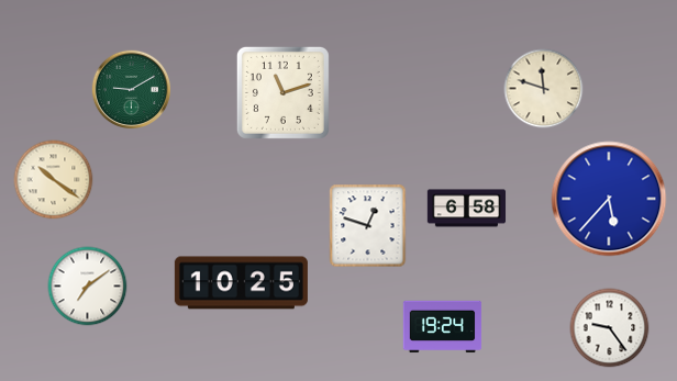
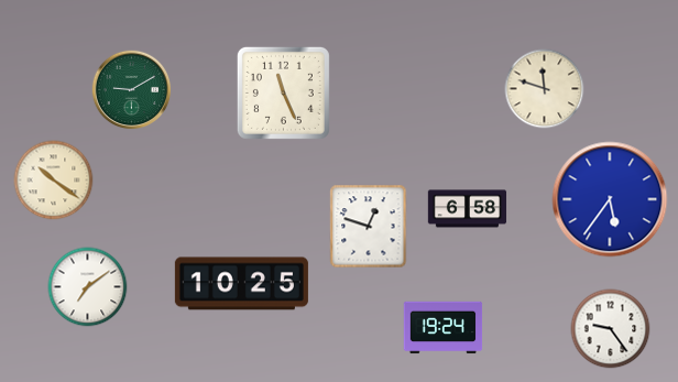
clock at (282, 92): 11:12 -> 11:26
clock at (609, 199): 5:37 -> 5:36
